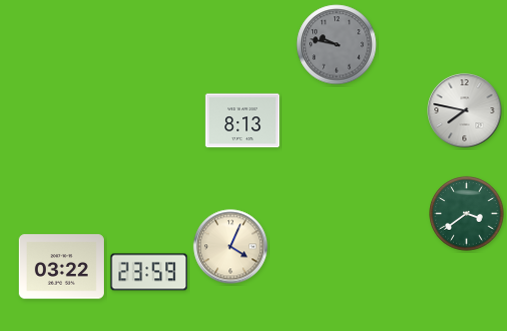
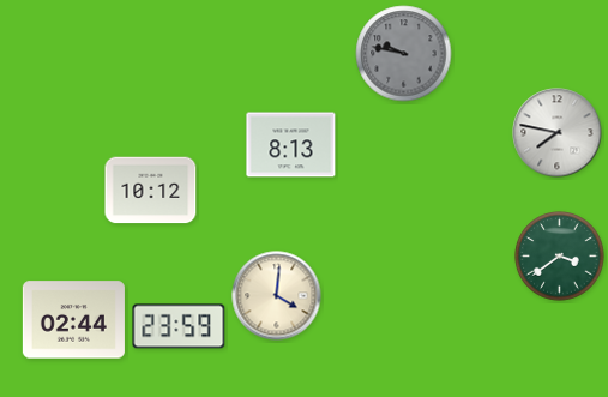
clock at (151, 191): none -> 10:12
clock at (231, 247): 4:04 -> 4:01
clock at (61, 267): 03:22 -> 02:44
